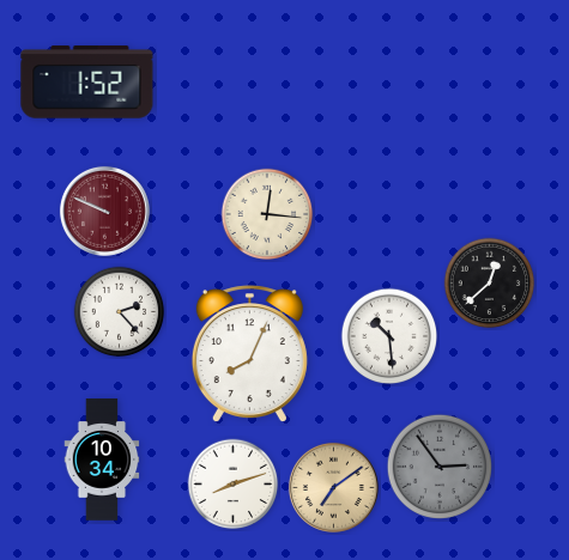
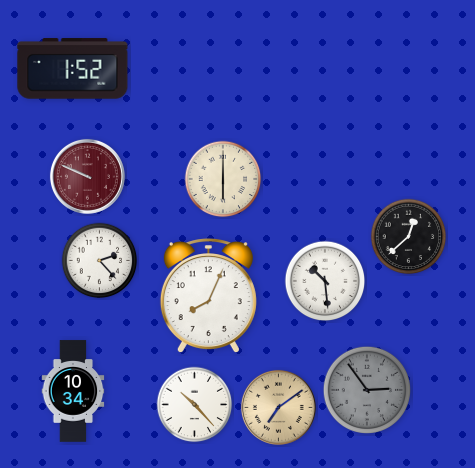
clock at (267, 214): 12:16 -> 6:00
clock at (102, 459) position: (102, 459) -> (73, 391)
clock at (234, 485): 8:12 -> 10:23
